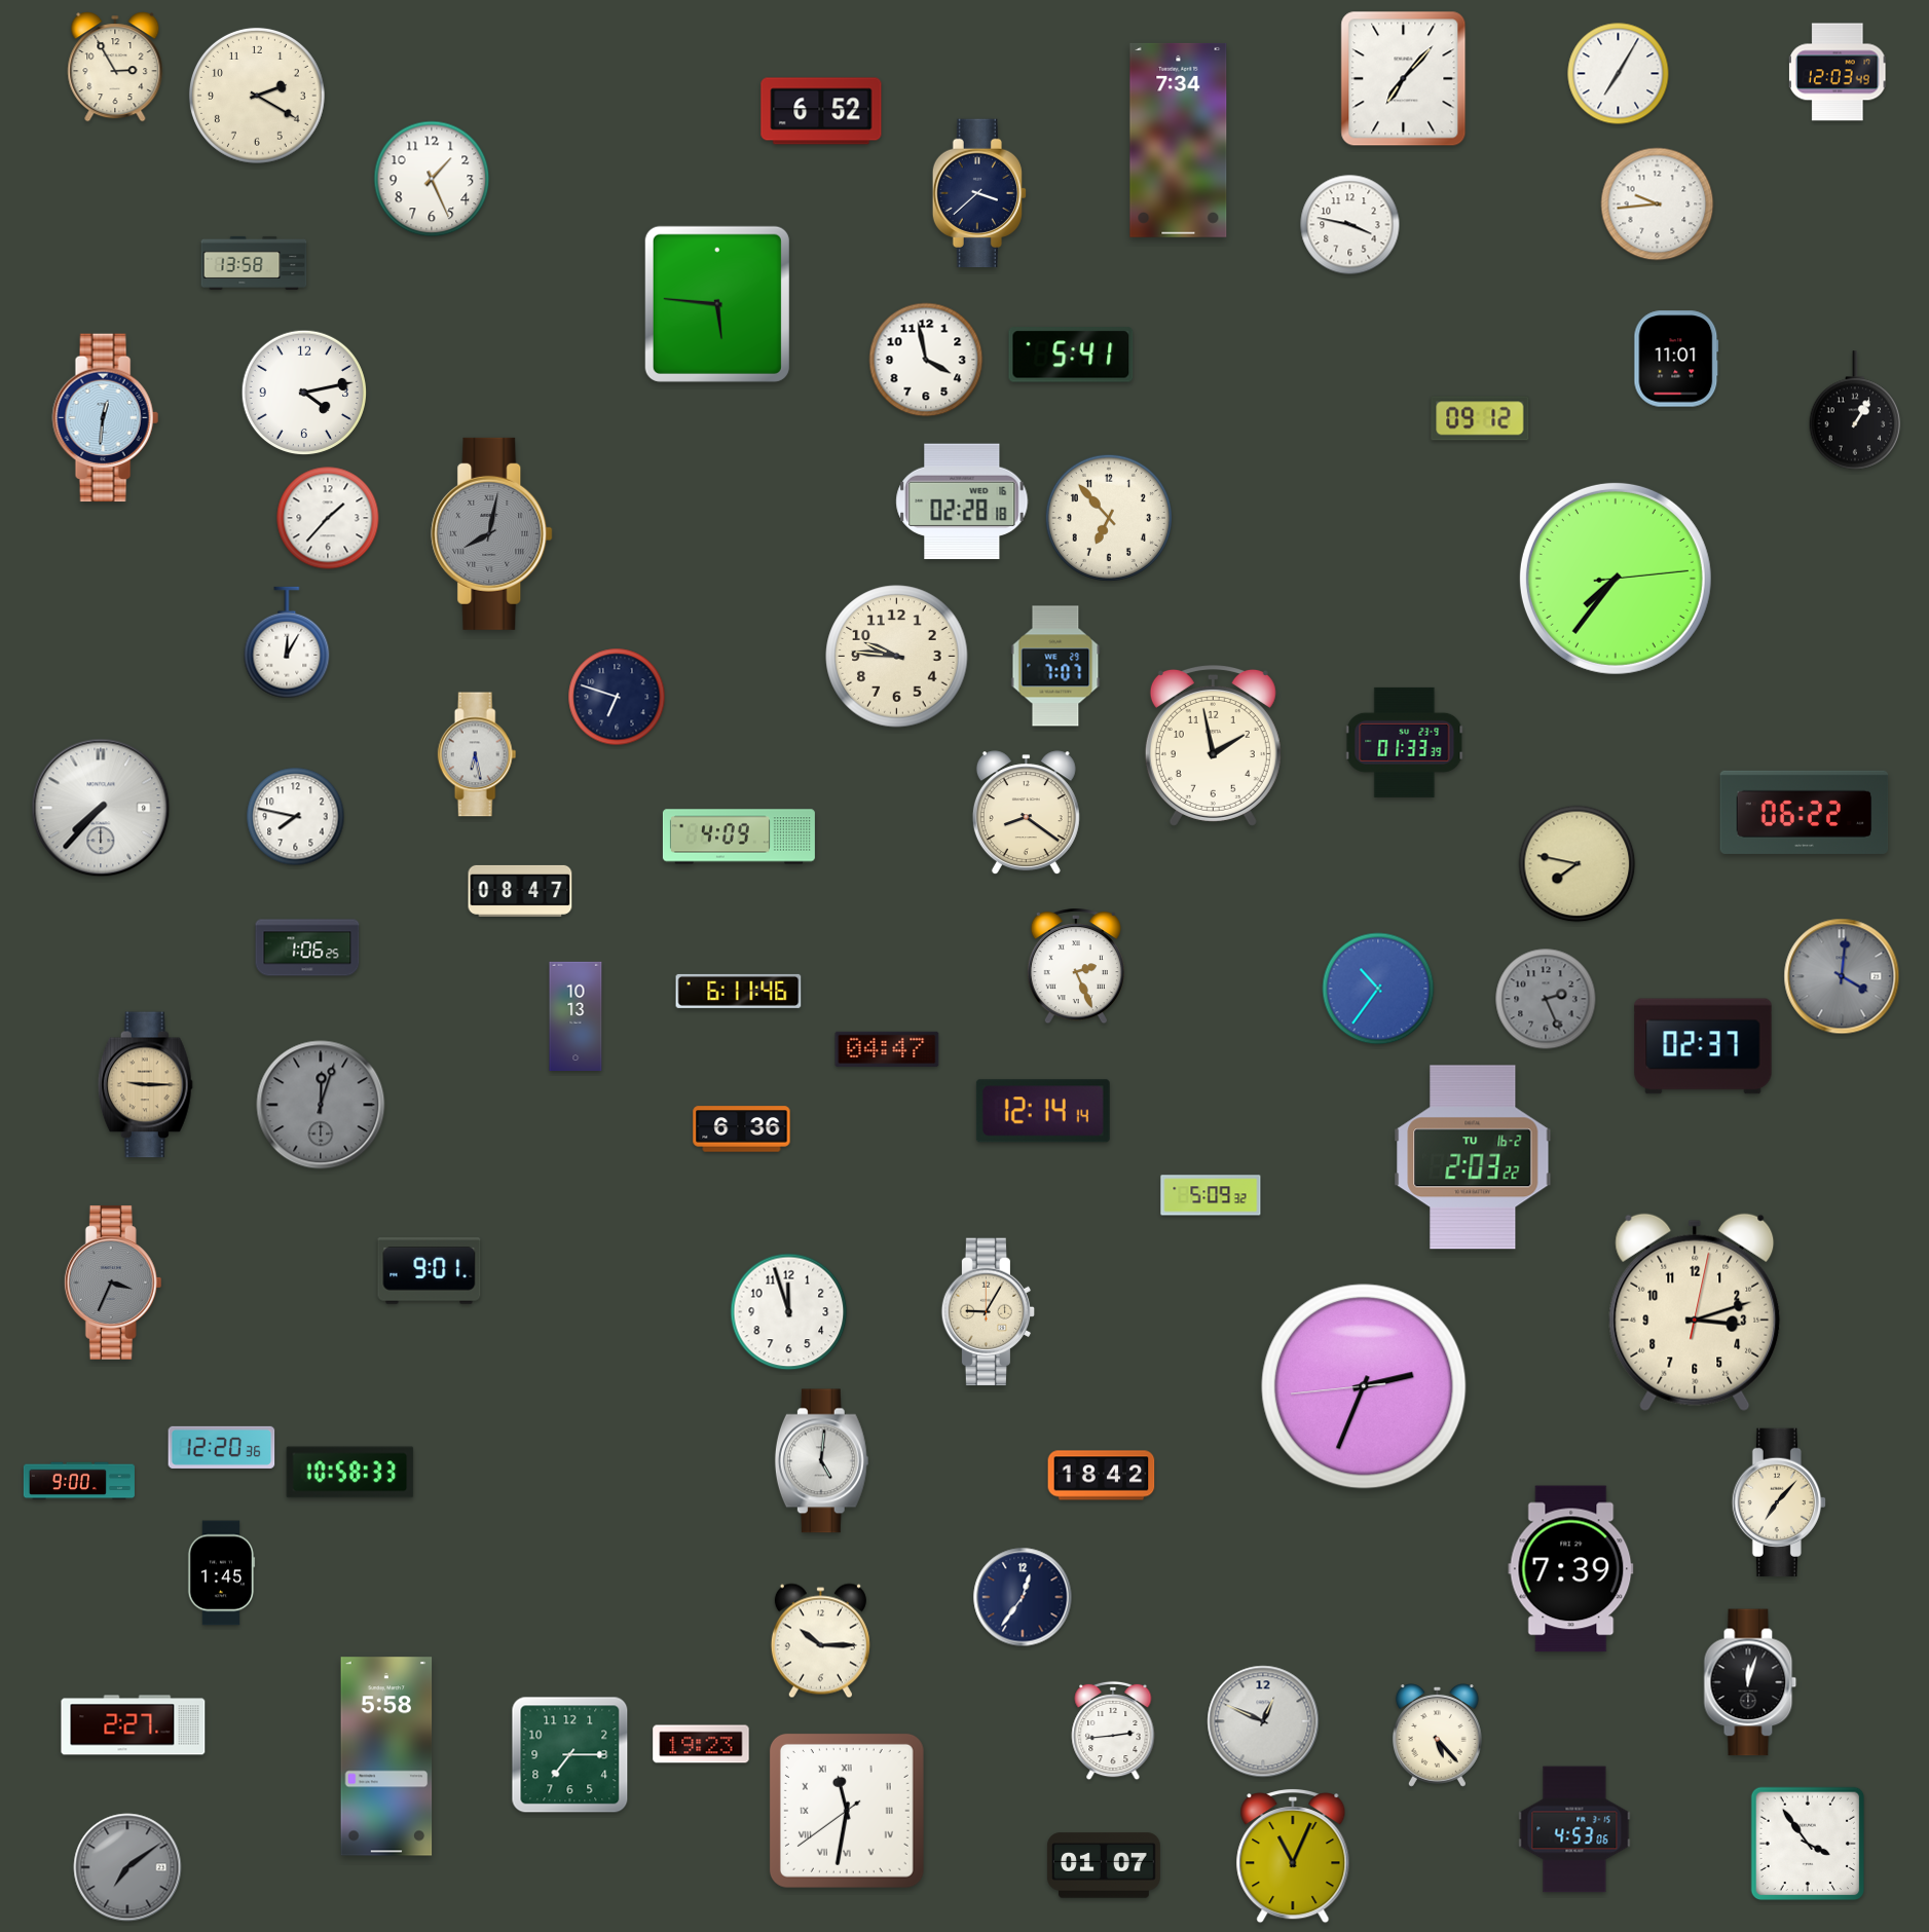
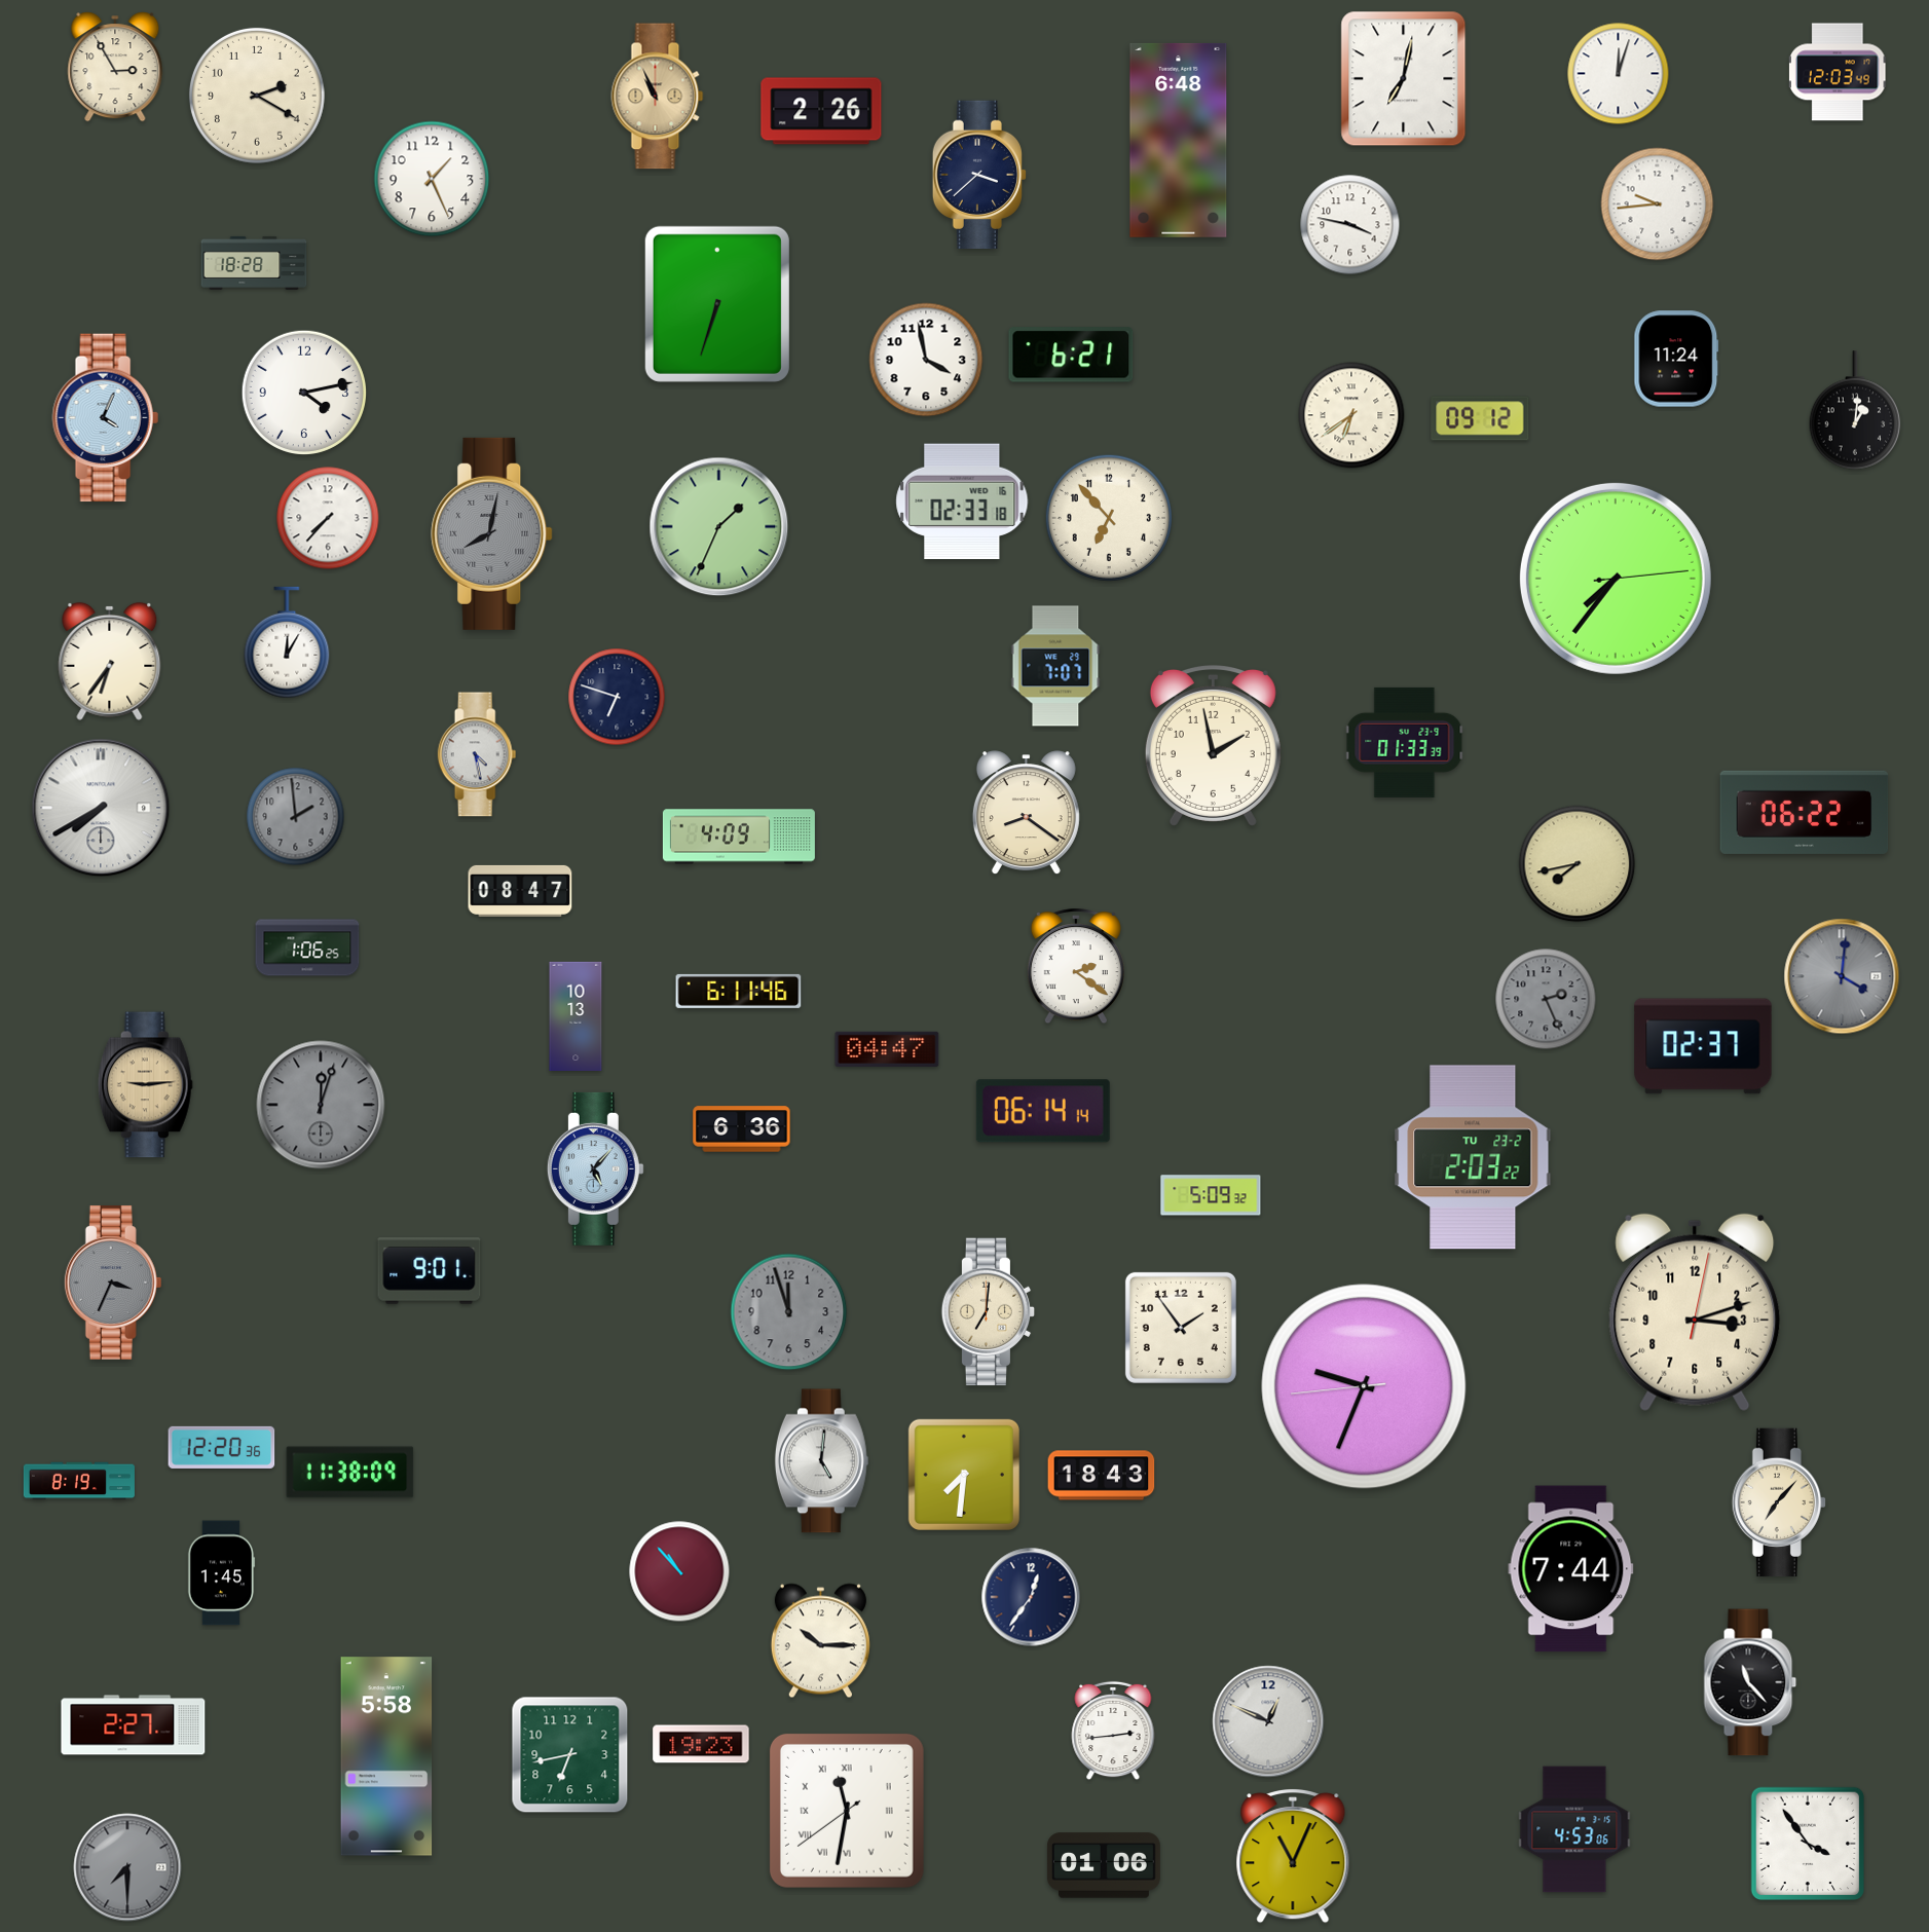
clock at (1619, 74): 7:05 -> 12:03
clock at (1404, 79): 7:07 -> 7:02
clock at (658, 97): none -> 10:56
clock at (821, 111): 6:52 -> 2:26
clock at (1179, 140): 7:34 -> 6:48
clock at (978, 193) position: (978, 193) -> (978, 175)
clock at (254, 263): 13:58 -> 18:28
clock at (717, 304): 5:46 -> 6:33
clock at (1071, 355): 5:41 -> 6:21
clock at (1676, 359): 11:01 -> 11:24
clock at (1855, 410): 1:05 -> 1:01
clock at (1351, 415): none -> 6:39
clock at (105, 418): 12:31 -> 4:04
clock at (962, 501): 02:28 -> 02:33
clock at (328, 518): 1:37 -> 7:37
clock at (719, 527): none -> 1:34
clock at (897, 657): 9:46 -> none
clock at (110, 661): none -> 6:36
clock at (477, 754): 6:28 -> 4:28
clock at (101, 808): 7:37 -> 7:40
clock at (296, 817): 7:47 -> 1:59
clock at (296, 817) dial: white -> grey
clock at (1578, 864): 7:47 -> 7:43
clock at (1076, 967): 2:26 -> 2:21
clock at (1378, 989): 10:36 -> none
clock at (145, 1085): 9:15 -> 9:14
clock at (1043, 1111): 12:14 -> 06:14
clock at (1473, 1157) date: TU 16-2 -> TU 23-2
clock at (595, 1168): none -> 5:07
clock at (789, 1312) dial: white -> grey
clock at (989, 1312): 9:05 -> 7:01
clock at (1181, 1328): none -> 1:54
clock at (1364, 1386): 2:33 -> 9:33
clock at (350, 1473): 10:58 -> 11:38
clock at (964, 1475): none -> 7:31
clock at (1102, 1476): 18:42 -> 18:43
clock at (79, 1481): 9:00 -> 8:19
clock at (1571, 1569): 7:39 -> 7:44
clock at (679, 1571): none -> 10:53
clock at (1023, 1597) position: (1023, 1597) -> (1031, 1597)
clock at (1750, 1682): 12:03 -> 11:23
clock at (1263, 1721) position: (1263, 1721) -> (1268, 1721)
clock at (1437, 1736): 5:23 -> none
clock at (570, 1755): 7:15 -> 6:43
clock at (1104, 1865): 01:07 -> 01:06
clock at (127, 1867): 7:09 -> 7:30
